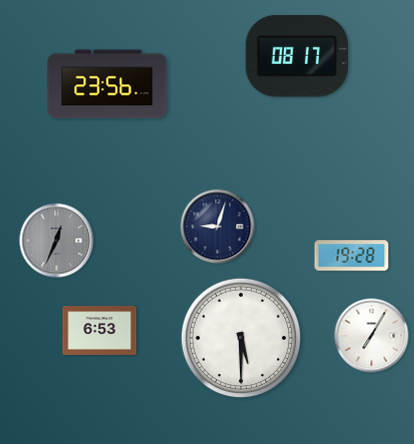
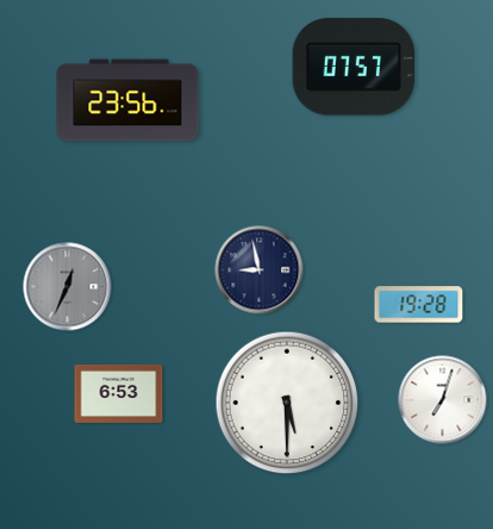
clock at (297, 56): 08:17 -> 07:57
clock at (218, 227): 9:03 -> 8:58
clock at (372, 336): 7:05 -> 7:03
